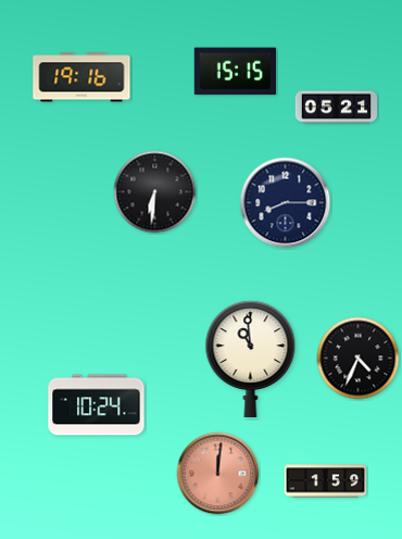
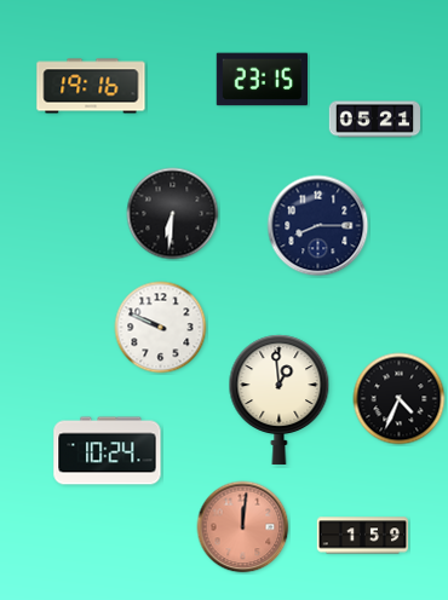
clock at (235, 72): 15:15 -> 23:15
clock at (161, 328): none -> 9:49
clock at (251, 359): 10:59 -> 12:59
